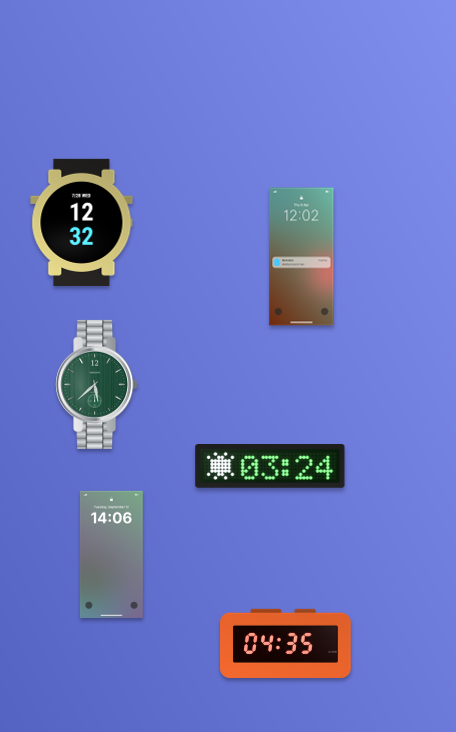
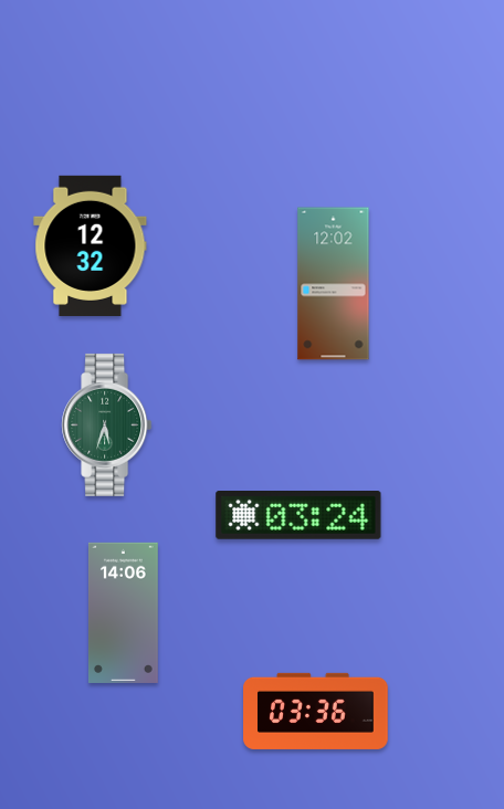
clock at (97, 384): 5:38 -> 5:33
clock at (286, 643): 04:35 -> 03:36
